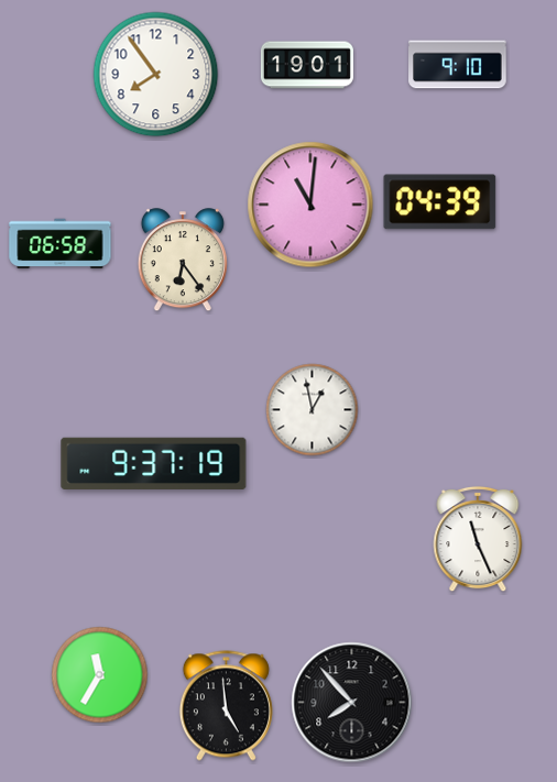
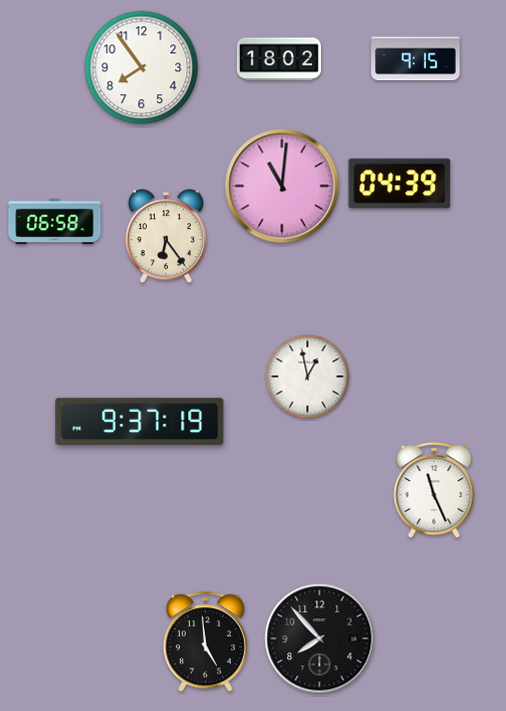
clock at (307, 65): 19:01 -> 18:02
clock at (458, 65): 9:10 -> 9:15
clock at (313, 410) position: (313, 410) -> (308, 377)
clock at (100, 675): 11:35 -> none
